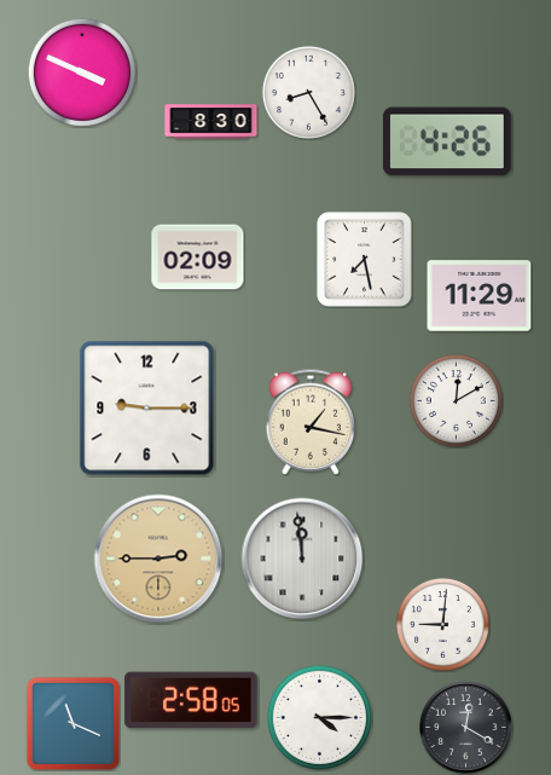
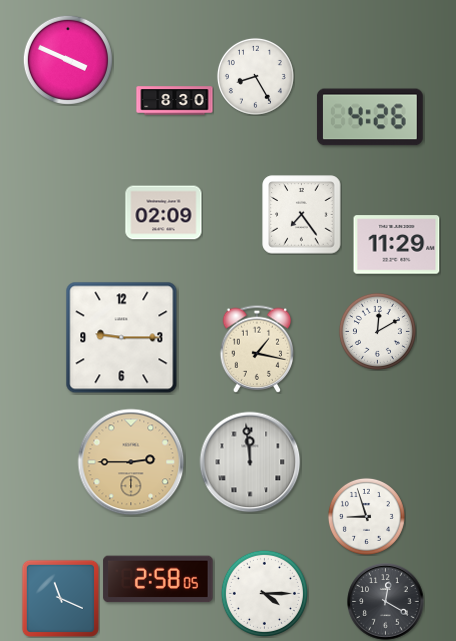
clock at (365, 260): 7:28 -> 7:24
clock at (442, 624): 9:01 -> 8:57
